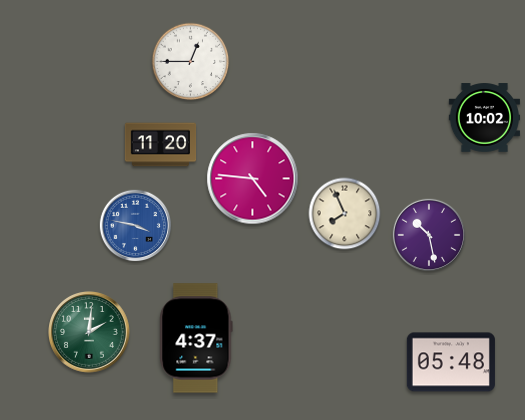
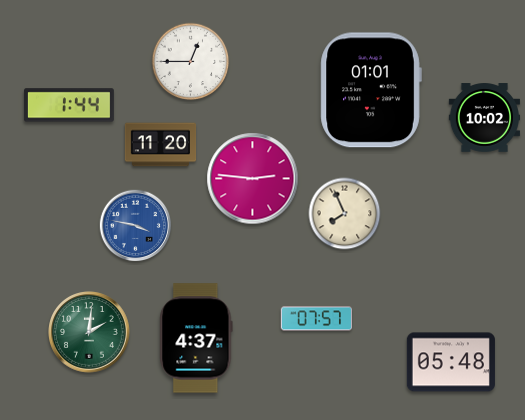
clock at (371, 90): none -> 01:01
clock at (69, 105): none -> 1:44
clock at (253, 179): 4:46 -> 2:46
clock at (428, 234): 10:28 -> none
clock at (316, 319): none -> 07:57
